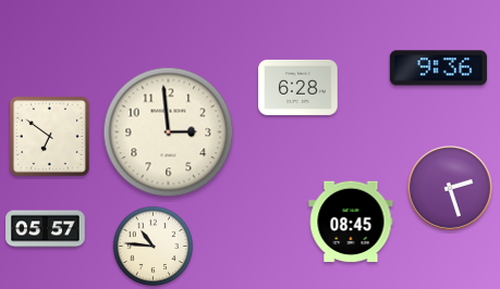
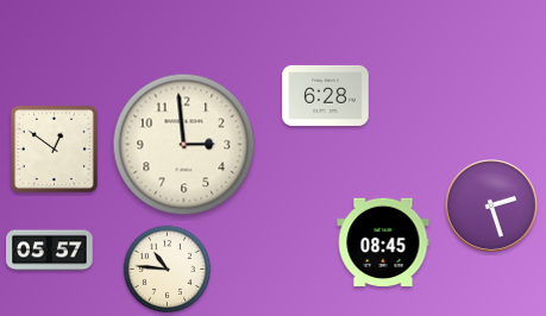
clock at (438, 68): 9:36 -> none
clock at (49, 136): 6:51 -> 12:51
